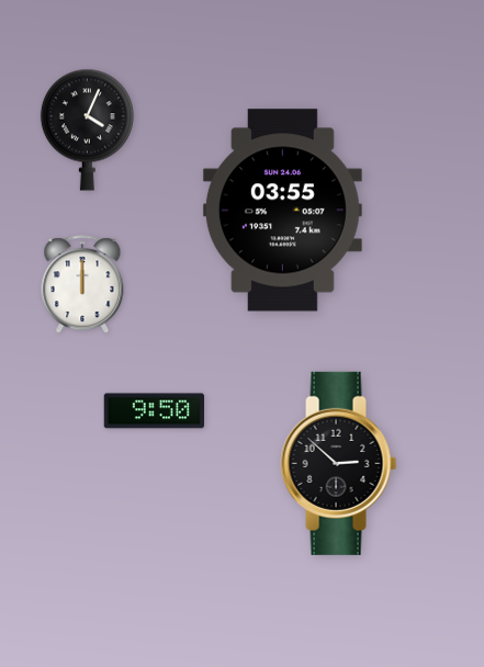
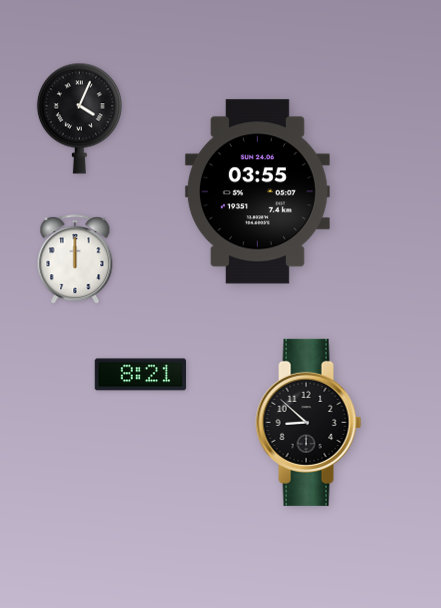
clock at (154, 411): 9:50 -> 8:21
clock at (339, 463): 2:52 -> 8:52
